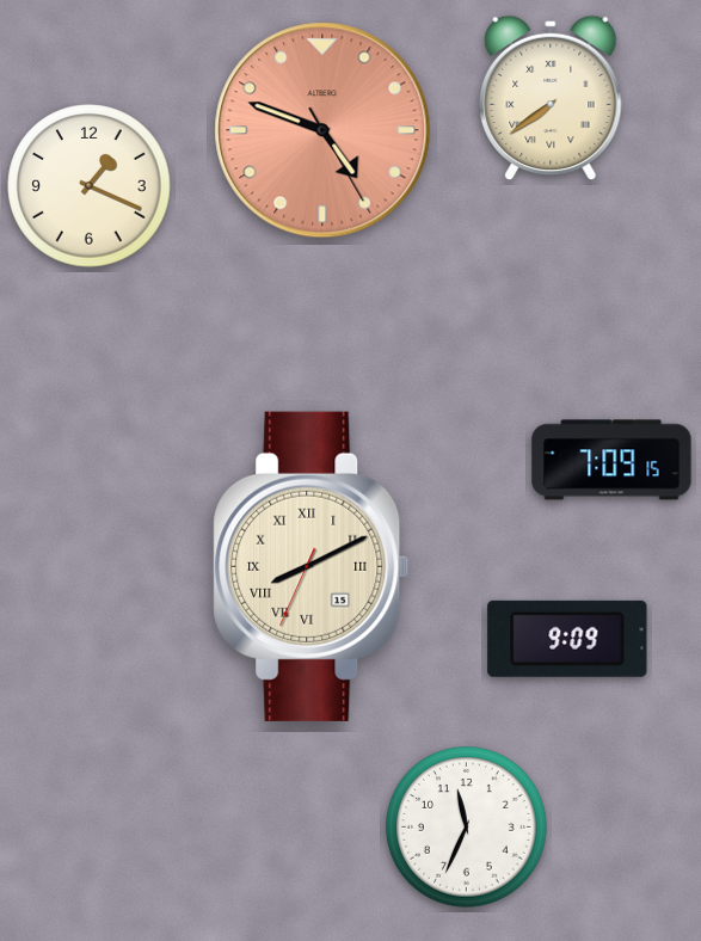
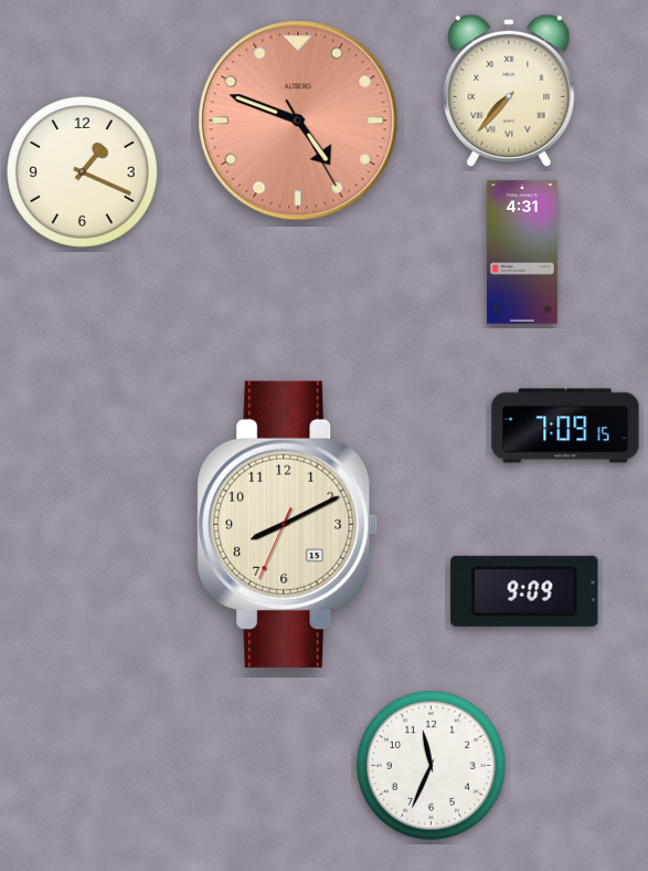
clock at (551, 98): 7:39 -> 7:37
clock at (522, 252): none -> 4:31
clock at (312, 566) numerals: Roman -> Arabic
